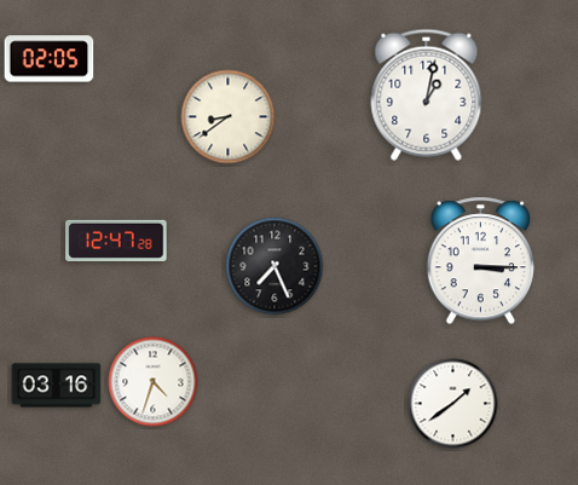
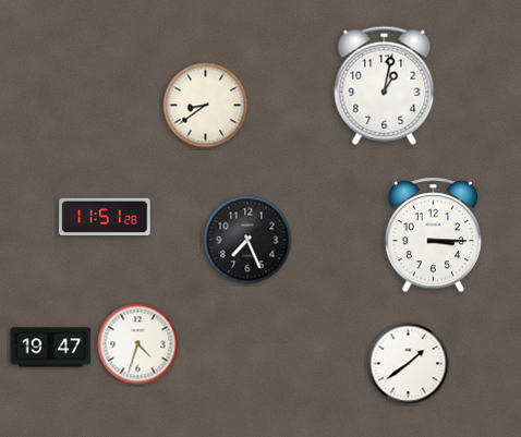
clock at (50, 59): 02:05 -> none
clock at (116, 241): 12:47 -> 11:51
clock at (57, 386): 03:16 -> 19:47
